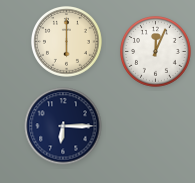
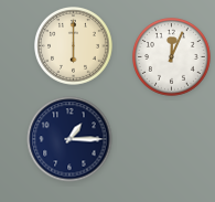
clock at (63, 126): 6:15 -> 1:15
